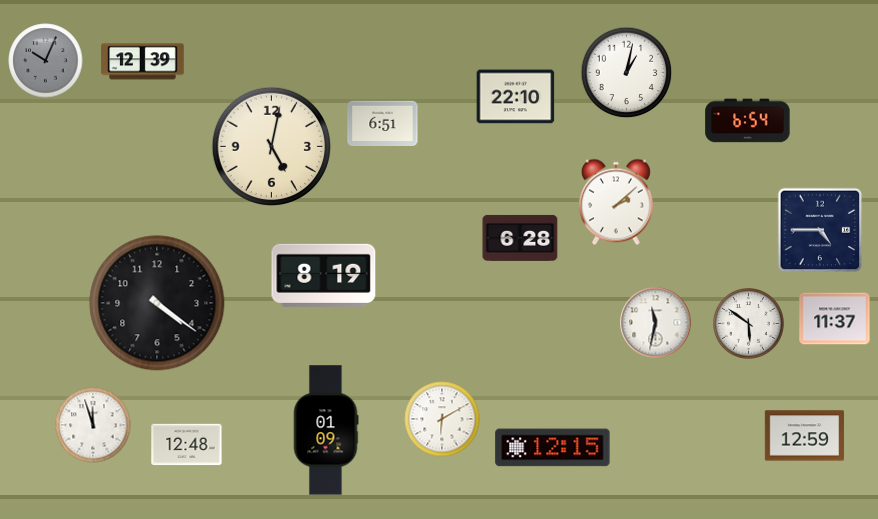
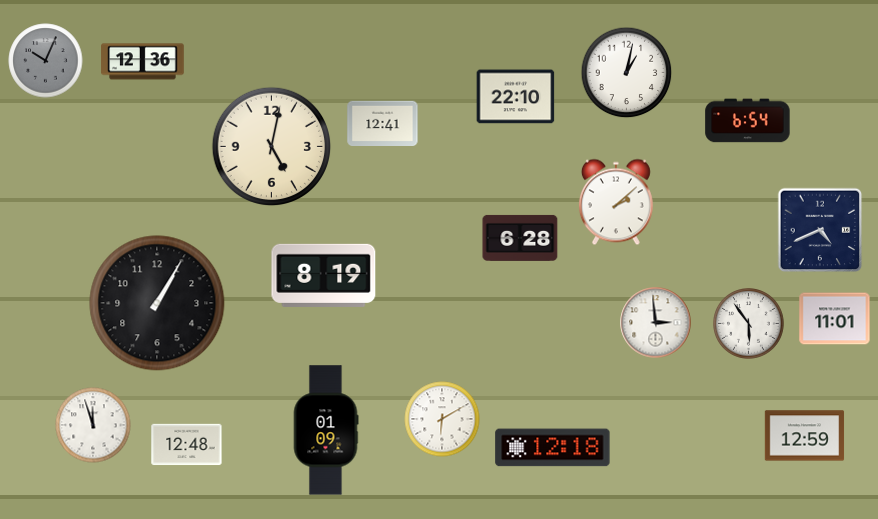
clock at (143, 62): 12:39 -> 12:36
clock at (383, 123): 6:51 -> 12:41
clock at (820, 230): 4:45 -> 4:41
clock at (157, 303): 4:21 -> 1:05
clock at (835, 319): 11:37 -> 11:01
clock at (656, 323): 11:32 -> 2:59
clock at (749, 324): 5:51 -> 5:54
clock at (553, 448): 12:15 -> 12:18
